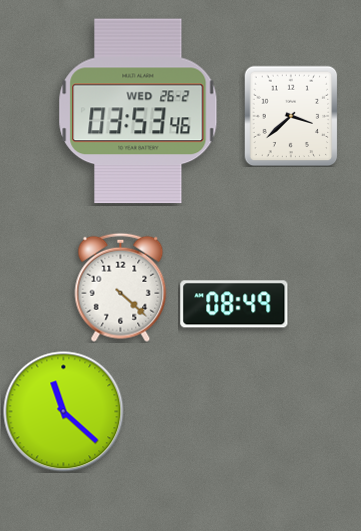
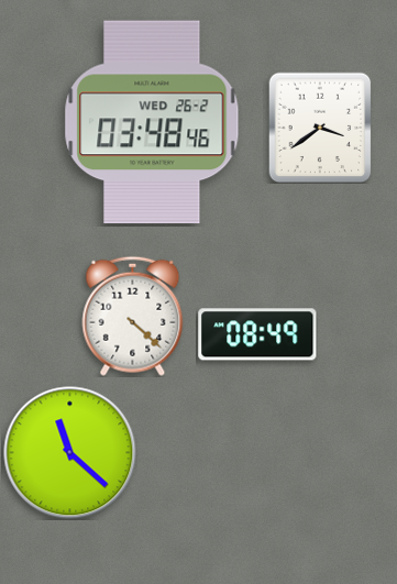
clock at (138, 111): 03:53 -> 03:48
clock at (291, 116): 3:38 -> 3:39
